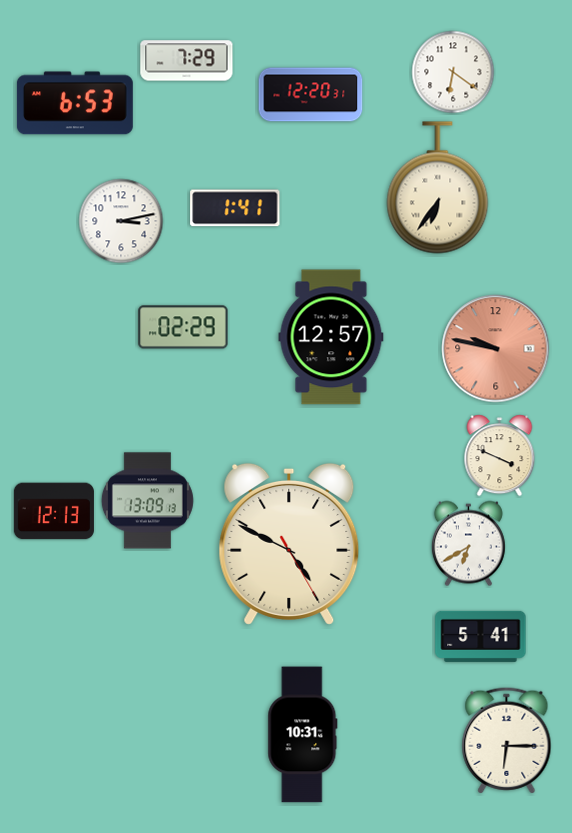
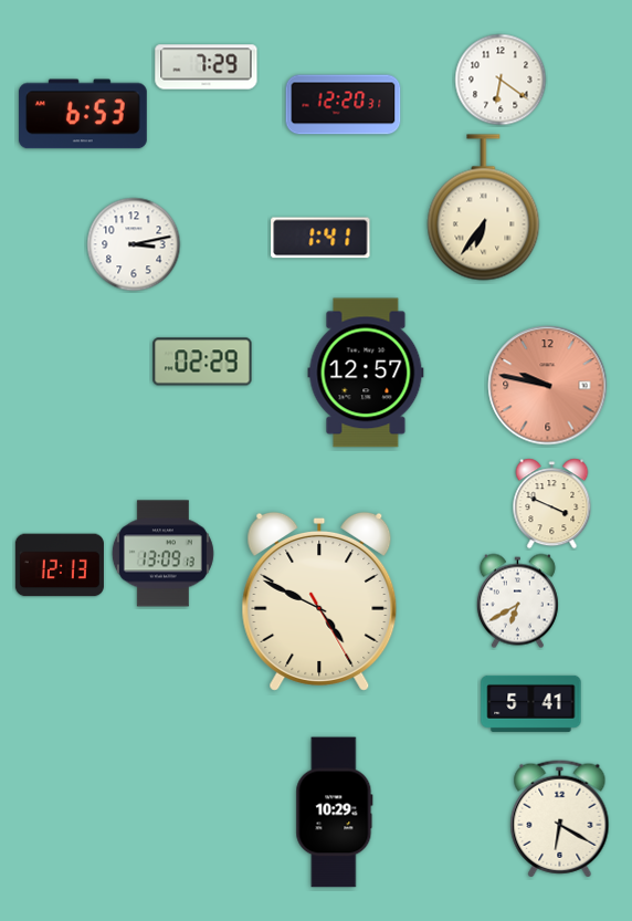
clock at (235, 208) position: (235, 208) -> (320, 238)
clock at (303, 735): 10:31 -> 10:29
clock at (507, 741): 6:15 -> 6:20
